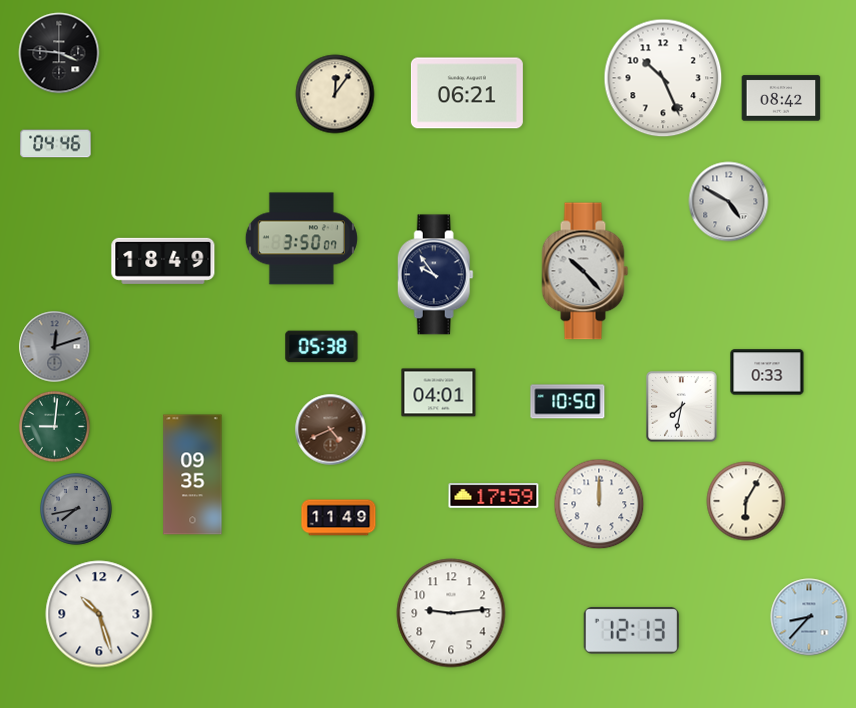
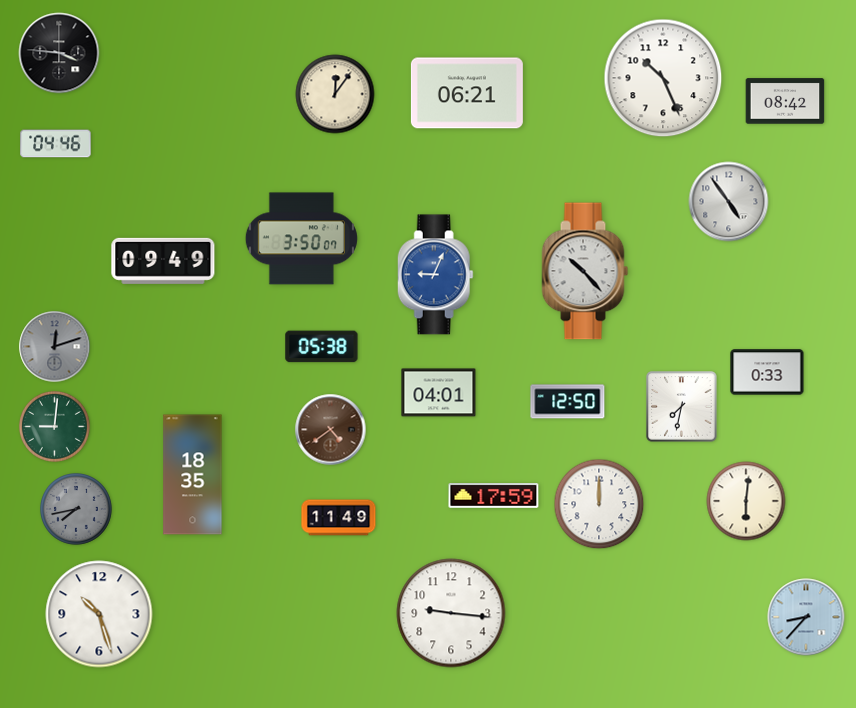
clock at (781, 98) position: (781, 98) -> (785, 101)
clock at (729, 202): 4:50 -> 4:54
clock at (163, 261): 18:49 -> 09:49
clock at (435, 275): 9:54 -> 9:04
clock at (435, 275) dial: navy -> blue
clock at (568, 402): 10:50 -> 12:50
clock at (331, 430): 4:41 -> 4:39
clock at (193, 475): 09:35 -> 18:35
clock at (746, 501): 6:05 -> 6:01
clock at (451, 613): 9:14 -> 9:16
clock at (809, 617) position: (809, 617) -> (806, 617)
clock at (631, 630): 12:13 -> none
